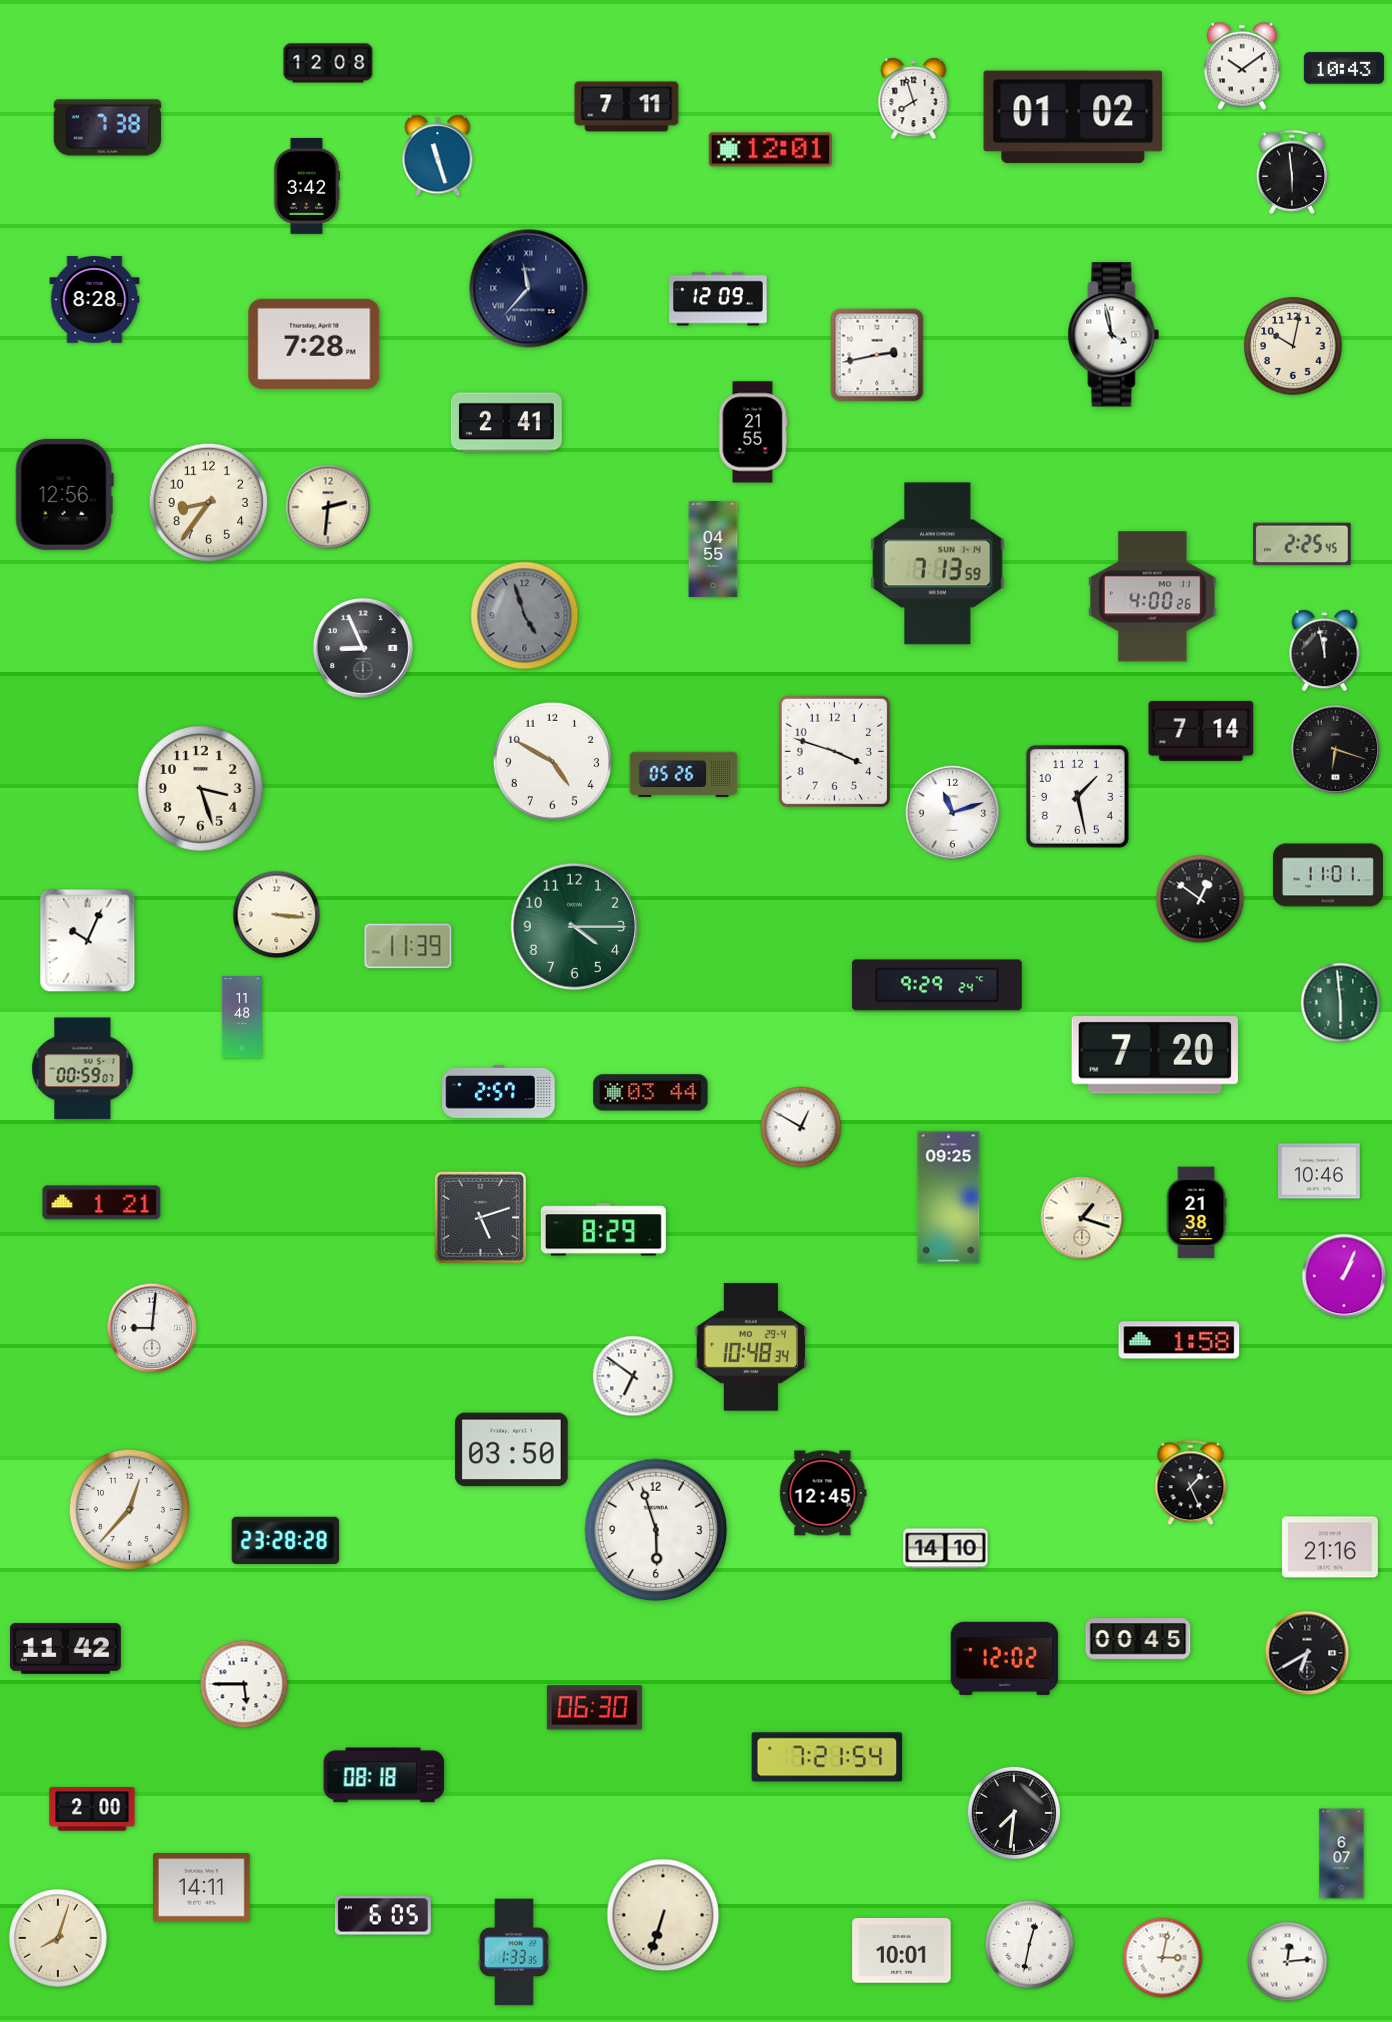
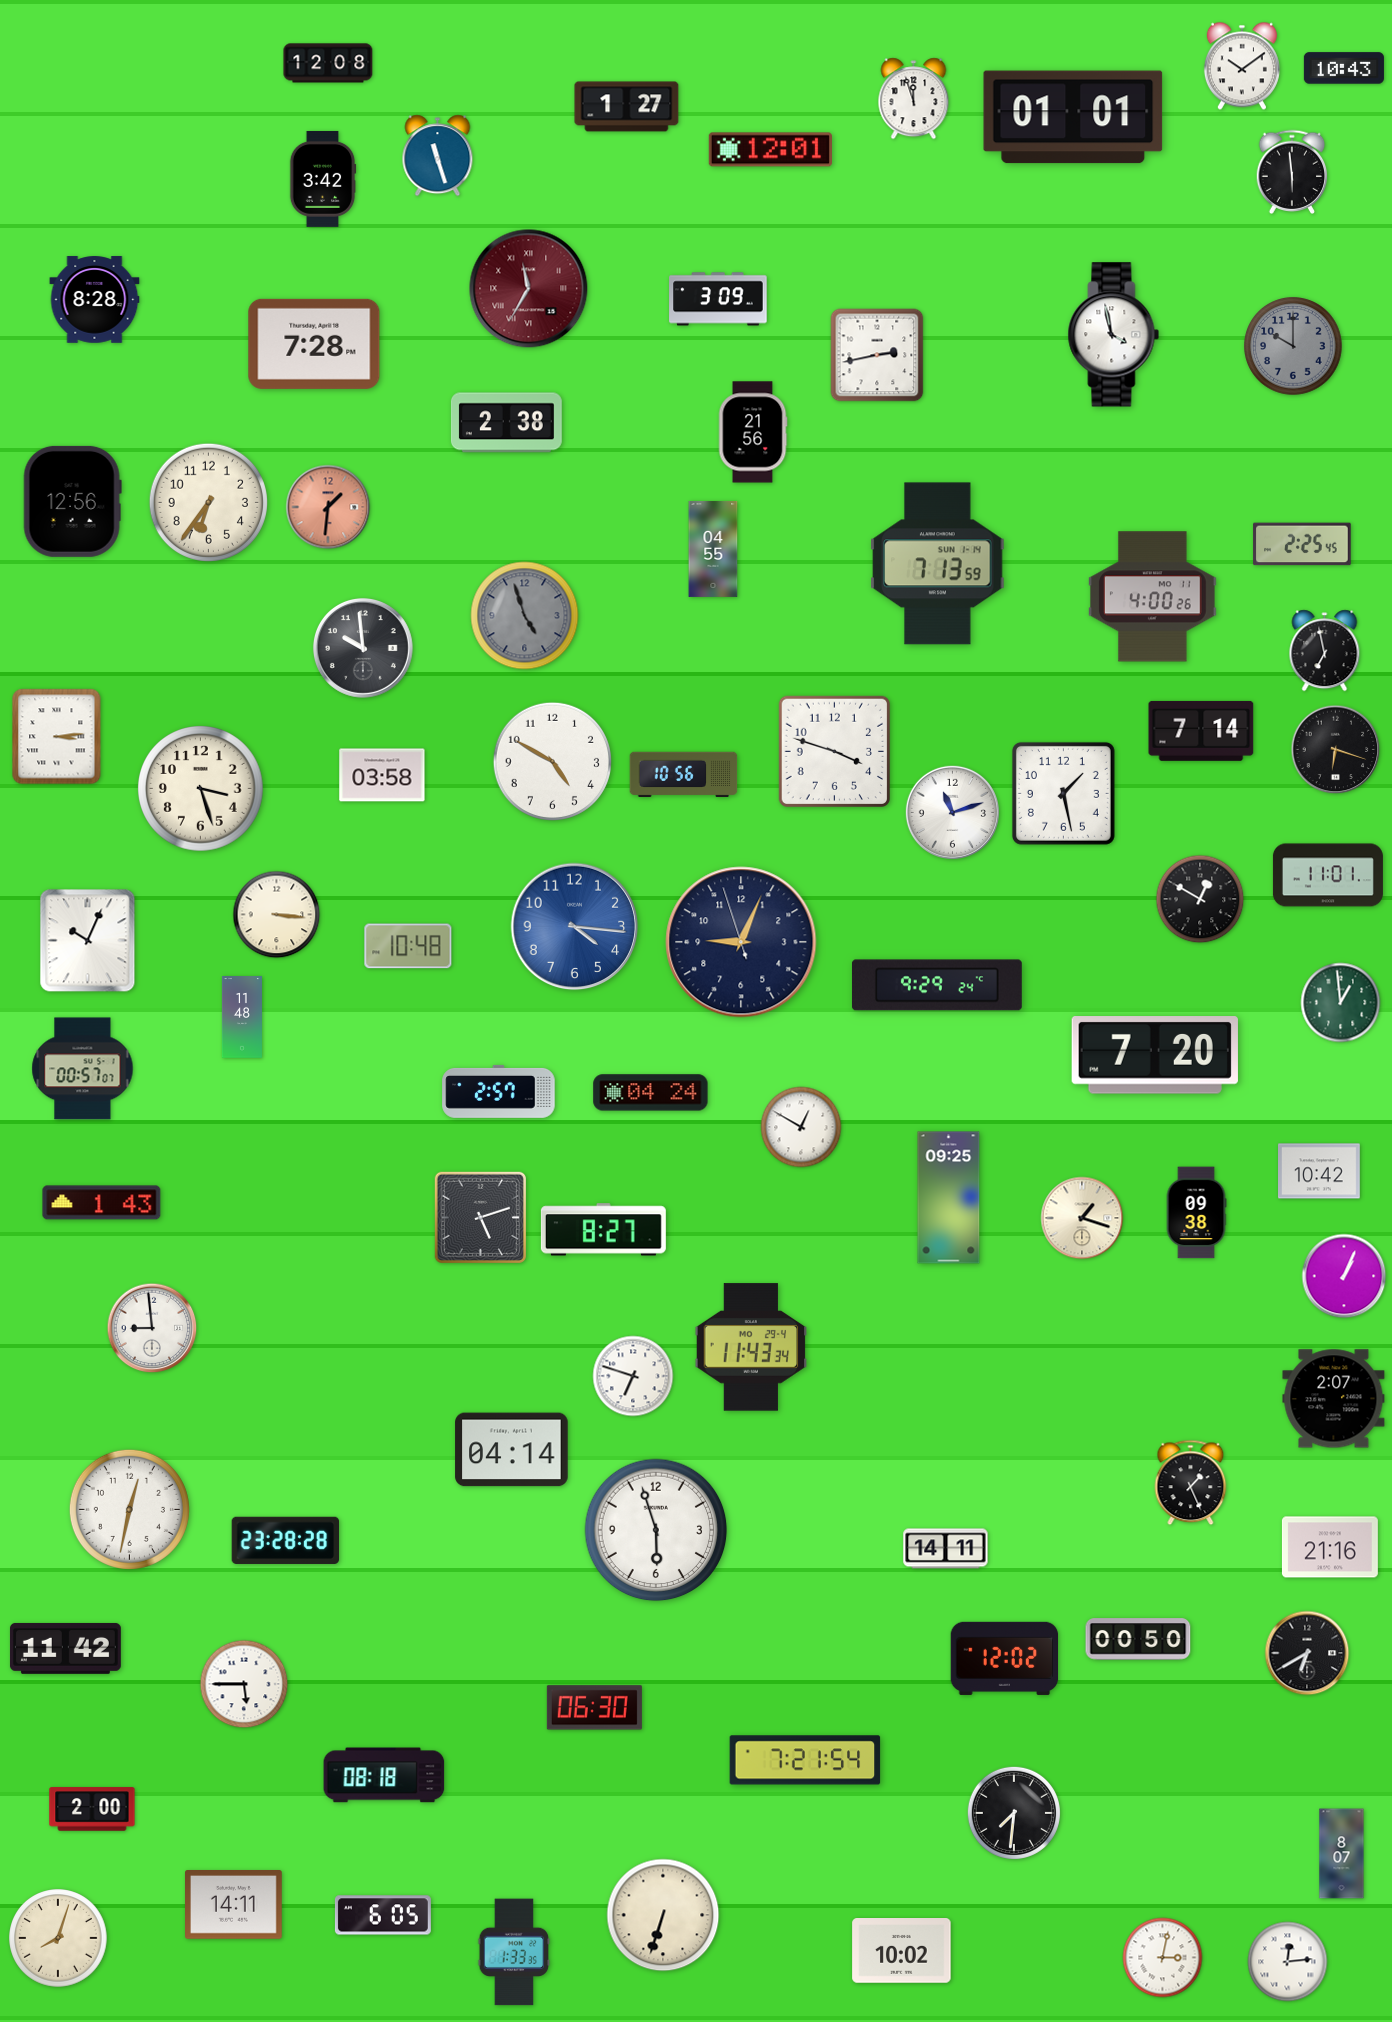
clock at (914, 99): 7:57 -> 11:57
clock at (627, 107): 7:11 -> 1:27
clock at (1073, 117): 01:02 -> 01:01
clock at (108, 128): 7:38 -> none
clock at (307, 186) position: (307, 186) -> (323, 179)
clock at (529, 289): 11:37 -> 11:35
clock at (529, 289) dial: navy -> burgundy
clock at (718, 299): 12:09 -> 3:09
clock at (1293, 346): 10:02 -> 10:00
clock at (1293, 346) dial: cream -> grey
clock at (506, 423): 2:41 -> 2:38
clock at (753, 432): 21:55 -> 21:56
clock at (64, 494) position: (64, 494) -> (72, 501)
clock at (208, 502): 8:36 -> 6:36
clock at (328, 507): 2:31 -> 1:31
clock at (328, 507) dial: cream -> salmon
clock at (363, 648): 8:56 -> 9:59
clock at (1325, 651): 11:58 -> 6:58
clock at (57, 737): none -> 3:14
clock at (684, 774): 05:26 -> 10:56
clock at (382, 775): none -> 03:58
clock at (1077, 796) position: (1077, 796) -> (1063, 793)
clock at (1200, 899): 12:51 -> 12:50
clock at (575, 927): 4:15 -> 4:16
clock at (575, 927) dial: green -> blue
clock at (741, 942): none -> 9:03
clock at (408, 946): 11:39 -> 10:48
clock at (1341, 1003): 5:59 -> 12:59
clock at (83, 1069): 00:59 -> 00:57
clock at (651, 1093): 03:44 -> 04:24
clock at (1320, 1171): 10:46 -> 10:42
clock at (102, 1203): 1:21 -> 1:43
clock at (1196, 1213): 21:38 -> 09:38
clock at (603, 1230): 8:29 -> 8:27
clock at (152, 1328): 9:01 -> 8:59
clock at (1179, 1340): 1:58 -> none
clock at (751, 1347): 10:48 -> 11:43
clock at (633, 1376): 6:51 -> 6:48
clock at (1334, 1399): none -> 2:07
clock at (512, 1450): 03:50 -> 04:14
clock at (823, 1493): 12:45 -> none
clock at (129, 1509): 12:37 -> 12:32
clock at (946, 1549): 14:10 -> 14:11
clock at (1138, 1639): 00:45 -> 00:50
clock at (827, 1757) position: (827, 1757) -> (805, 1760)
clock at (1342, 1854): 6:07 -> 8:07
clock at (202, 1888) position: (202, 1888) -> (234, 1905)
clock at (1030, 1945): 12:32 -> none
clock at (902, 1951): 10:01 -> 10:02
